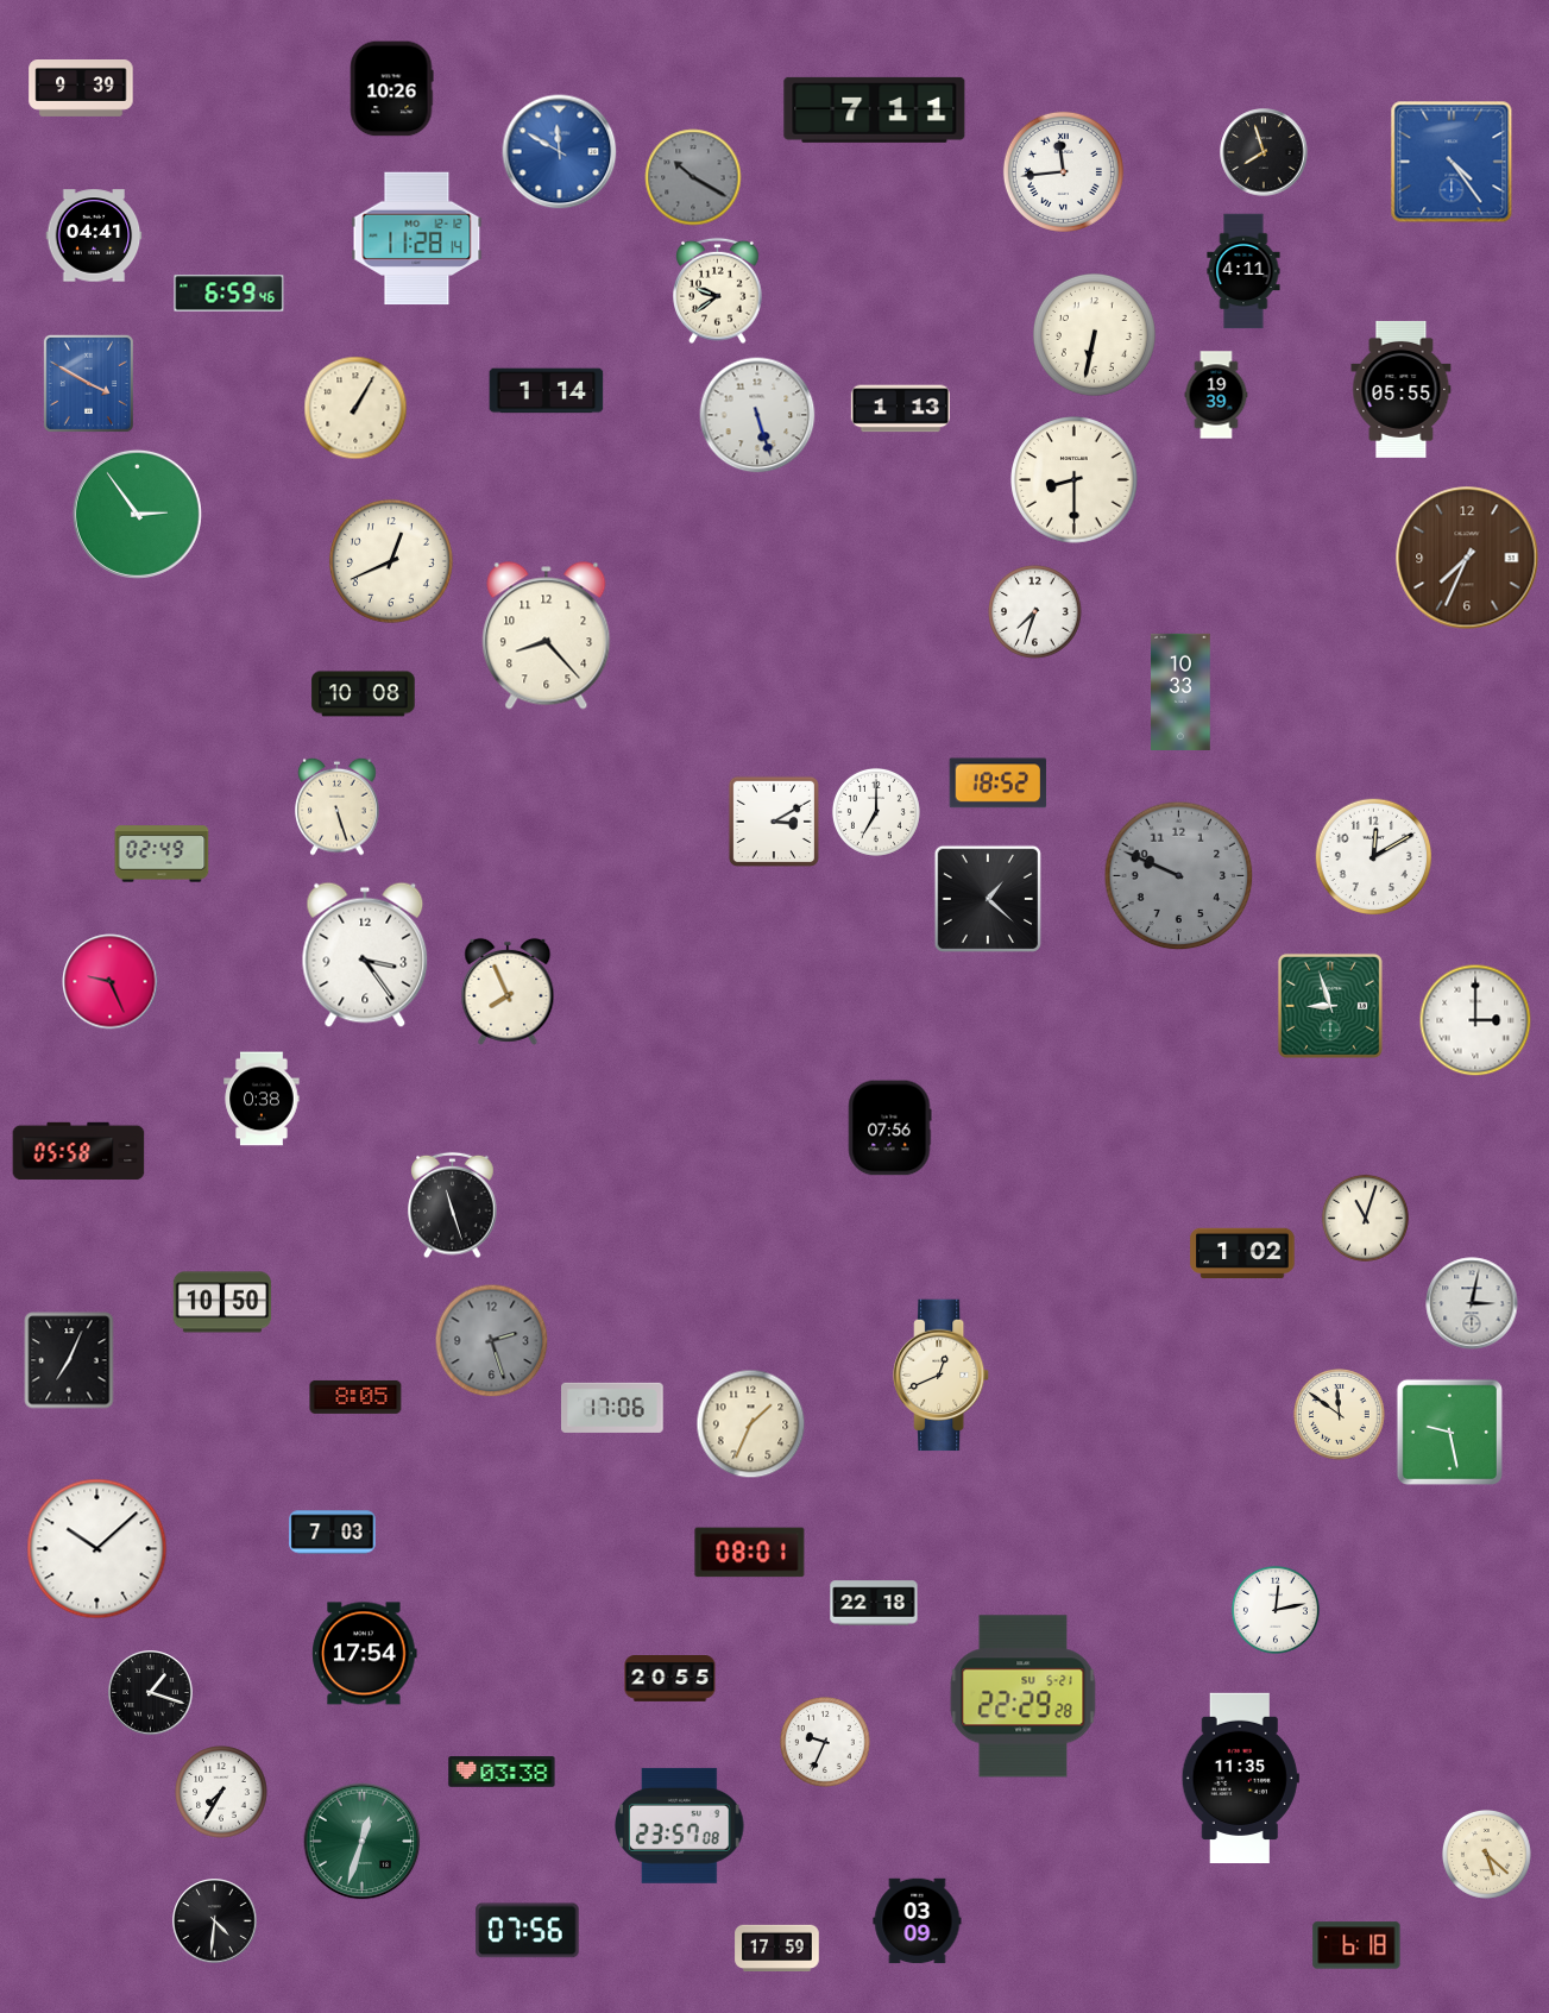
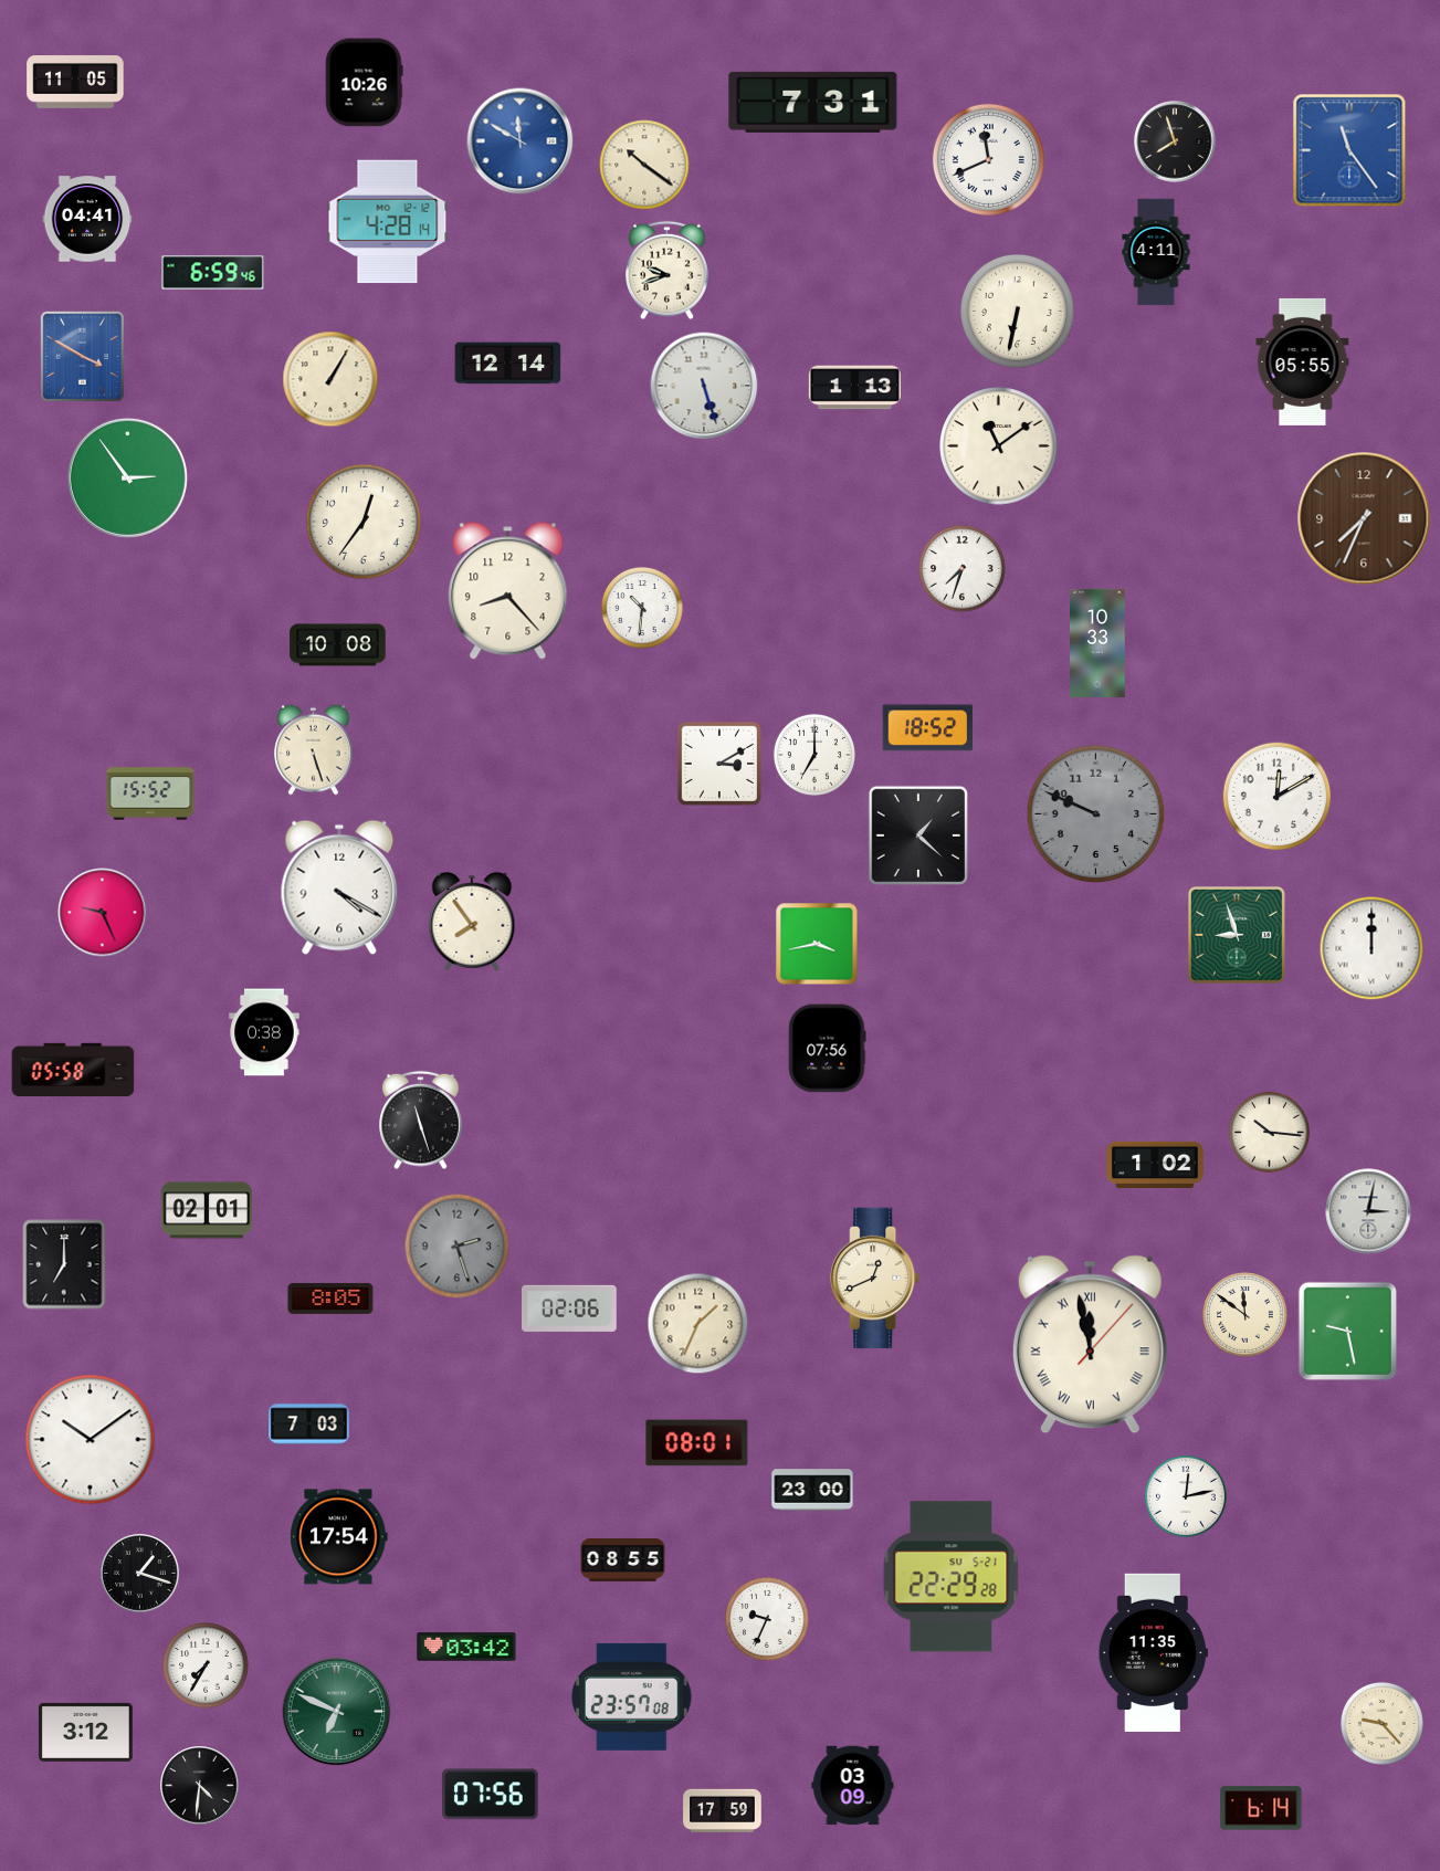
clock at (81, 89): 9:39 -> 11:05
clock at (875, 109): 7:11 -> 7:31
clock at (1452, 162): 4:24 -> 11:24
clock at (1063, 171): 11:44 -> 11:41
clock at (693, 177): 10:20 -> 10:21
clock at (693, 177) dial: grey -> cream
clock at (417, 239): 11:28 -> 4:28
clock at (718, 291): 9:39 -> 9:42
clock at (547, 391): 1:14 -> 12:14
clock at (1216, 395): 19:39 -> none
clock at (900, 409) position: (900, 409) -> (854, 388)
clock at (1075, 480): 8:30 -> 11:09
clock at (391, 561): 12:41 -> 12:36
clock at (642, 608): none -> 10:31
clock at (162, 854): 02:49 -> 15:52
clock at (365, 955): 3:24 -> 4:20
clock at (508, 992): 7:56 -> 7:54
clock at (817, 944): none -> 3:43
clock at (1475, 1020): 3:00 -> 12:00
clock at (262, 1099) position: (262, 1099) -> (264, 1032)
clock at (1365, 1218): 11:03 -> 10:16
clock at (222, 1302): 10:50 -> 02:01
clock at (69, 1360): 7:04 -> 7:00
clock at (613, 1408): 17:06 -> 02:06
clock at (1090, 1345): none -> 11:58
clock at (97, 1549): 10:08 -> 10:09
clock at (874, 1603): 22:18 -> 23:00
clock at (670, 1679): 20:55 -> 08:55
clock at (502, 1772): 03:38 -> 03:42
clock at (363, 1842): 12:33 -> 6:49
clock at (1486, 1854): 5:22 -> 9:23
clock at (85, 1732): none -> 3:12
clock at (1356, 1945): 6:18 -> 6:14
